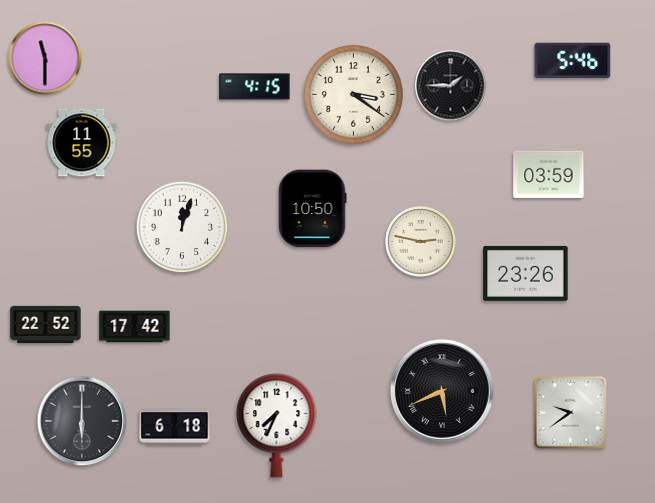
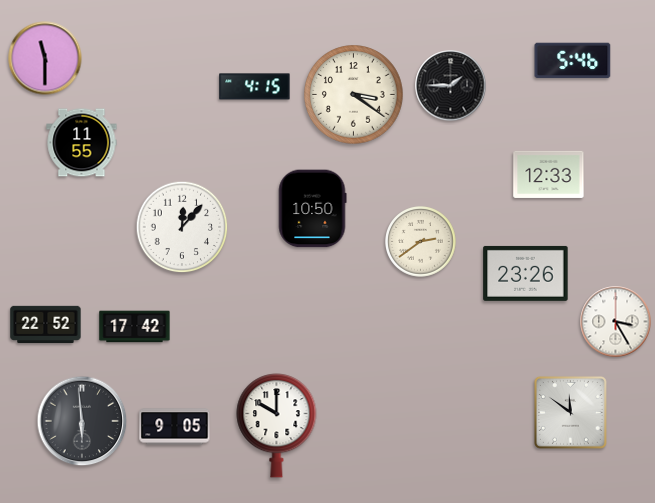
clock at (549, 174): 03:59 -> 12:33
clock at (182, 227): 12:03 -> 12:07
clock at (421, 242): 2:47 -> 2:39
clock at (616, 322): none -> 3:25
clock at (442, 391): 5:41 -> none
clock at (570, 412): 9:39 -> 11:51
clock at (82, 421): 6:00 -> 5:59
clock at (277, 426): 7:34 -> 10:00
clock at (175, 427): 6:18 -> 9:05
